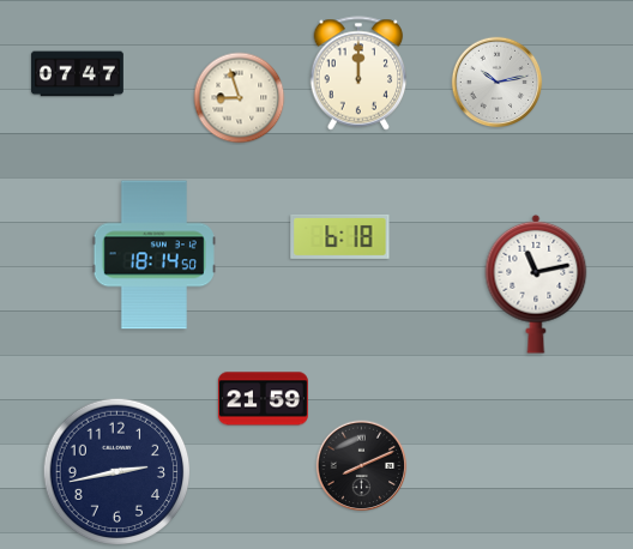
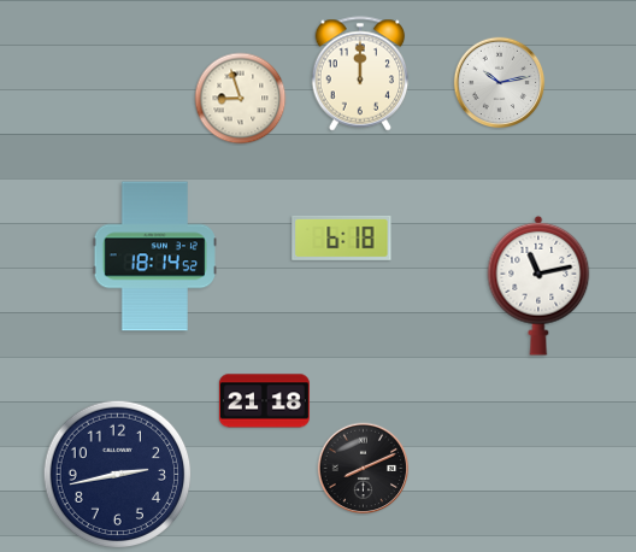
clock at (78, 74): 07:47 -> none
clock at (153, 255): 18:14:50 -> 18:14:52
clock at (263, 399): 21:59 -> 21:18
